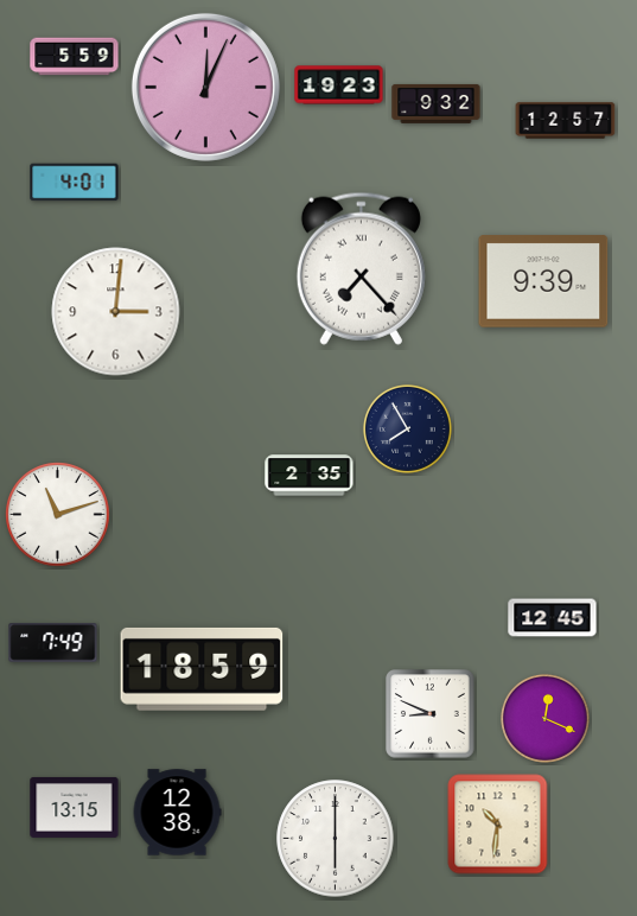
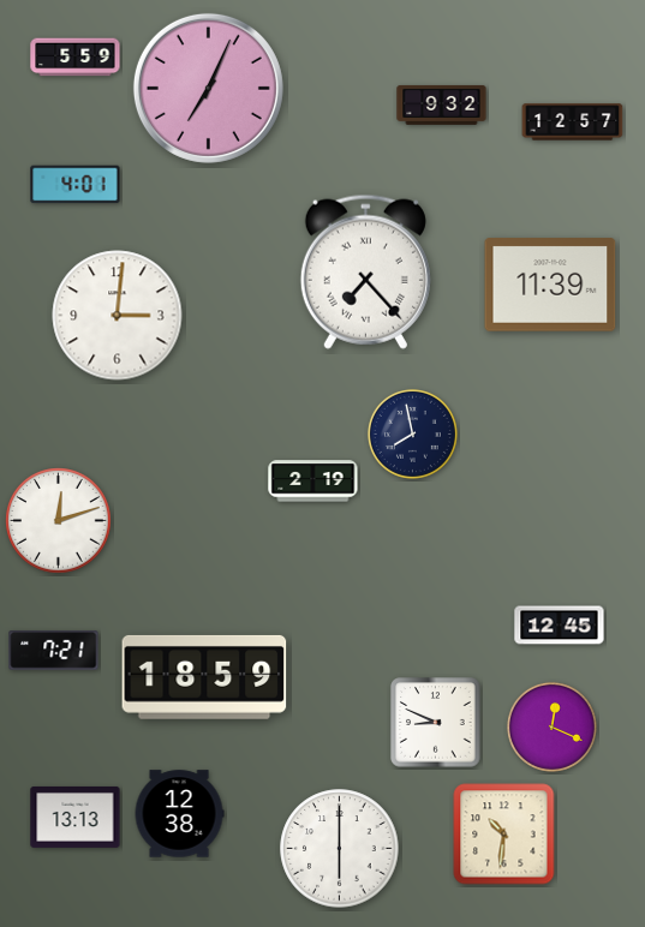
clock at (339, 85): 19:23 -> none
clock at (205, 87): 12:04 -> 7:04
clock at (543, 281): 9:39 -> 11:39
clock at (407, 428): 7:55 -> 7:58
clock at (310, 476): 2:35 -> 2:19
clock at (58, 515): 11:12 -> 12:12
clock at (53, 643): 7:49 -> 7:21
clock at (75, 807): 13:15 -> 13:13
clock at (177, 813) position: (177, 813) -> (179, 814)
